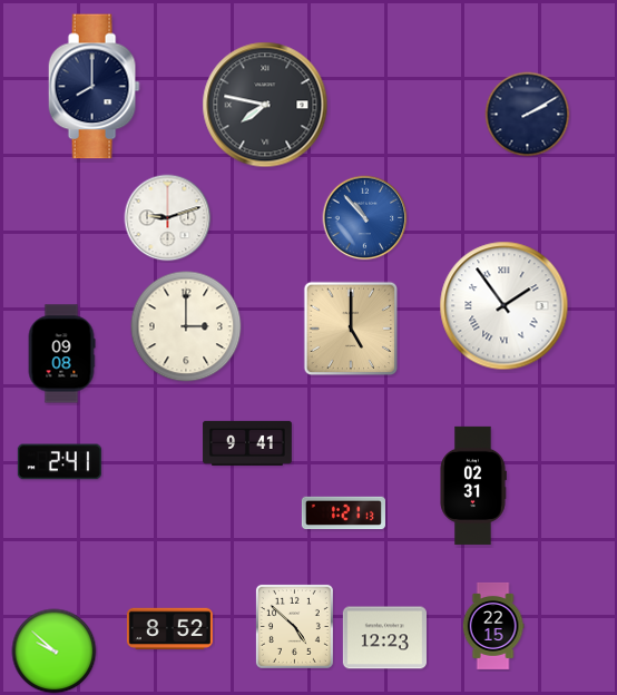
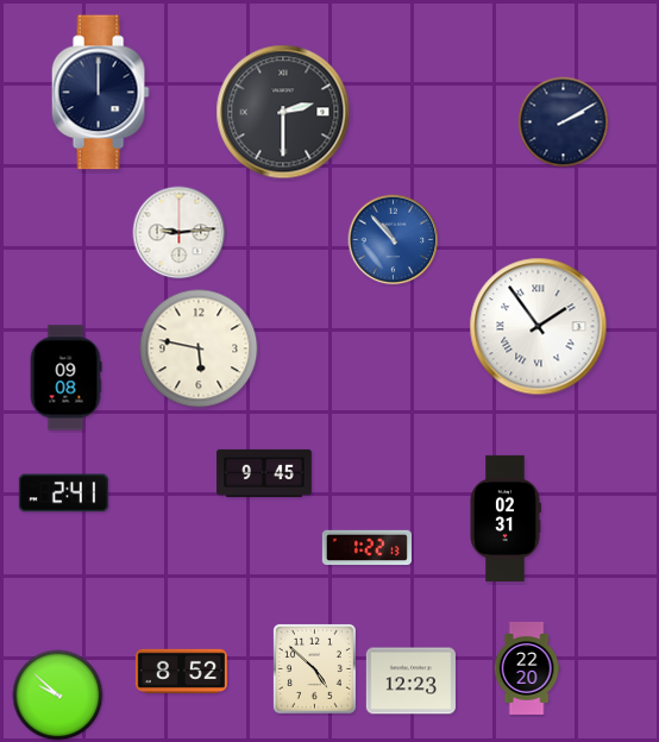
clock at (94, 87): 8:00 -> 12:00
clock at (265, 105): 7:47 -> 2:30
clock at (168, 218): 9:12 -> 9:14
clock at (365, 218) position: (365, 218) -> (394, 240)
clock at (186, 326): 3:00 -> 5:47
clock at (351, 329): 5:00 -> none
clock at (247, 443): 9:41 -> 9:45
clock at (343, 513): 1:21 -> 1:22
clock at (493, 626): 22:15 -> 22:20
